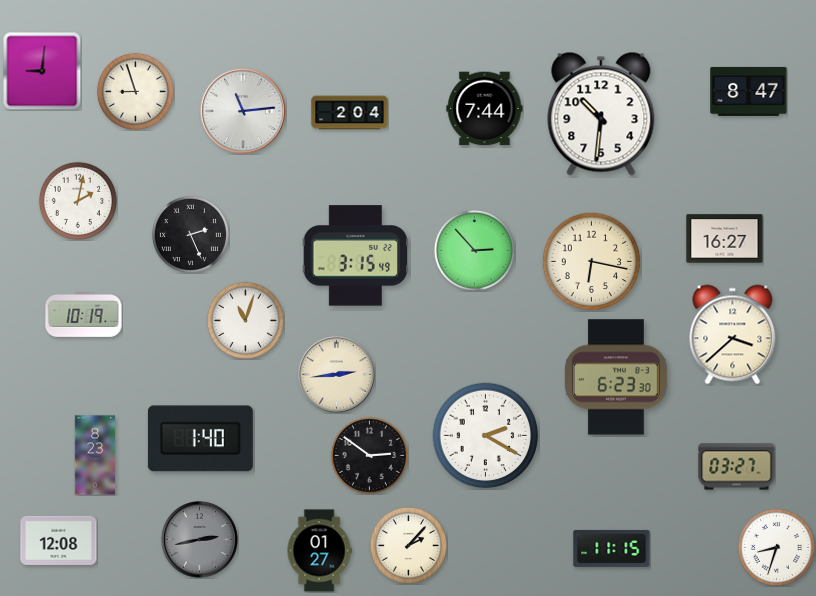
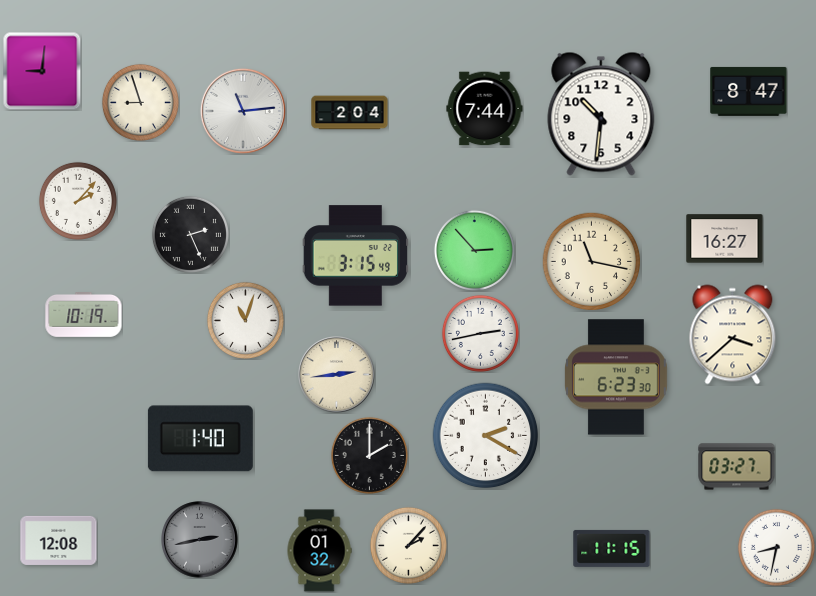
clock at (135, 91) position: (135, 91) -> (140, 102)
clock at (78, 201): 2:02 -> 2:07
clock at (592, 262): 6:17 -> 11:17
clock at (480, 333): none -> 2:43
clock at (95, 455): 8:23 -> none
clock at (369, 455): 2:51 -> 2:00
clock at (776, 547): 8:33 -> 8:32
clock at (319, 551): 01:27 -> 01:32
